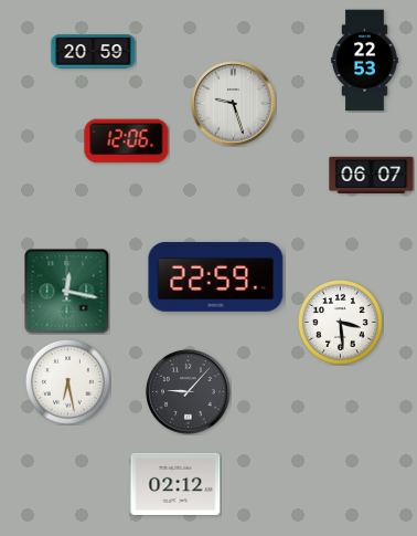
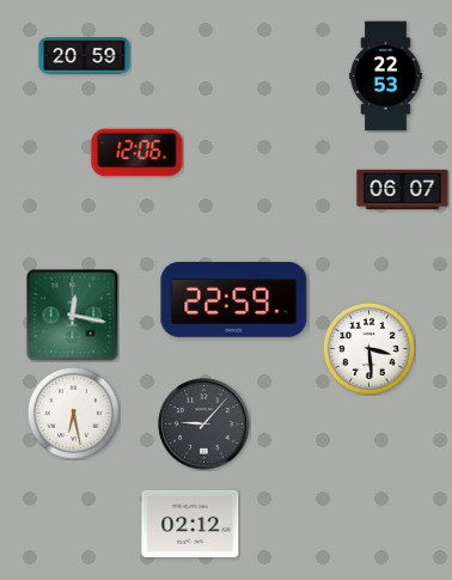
clock at (94, 52) position: (94, 52) -> (85, 56)
clock at (365, 61) position: (365, 61) -> (386, 77)
clock at (234, 104): 9:27 -> none
